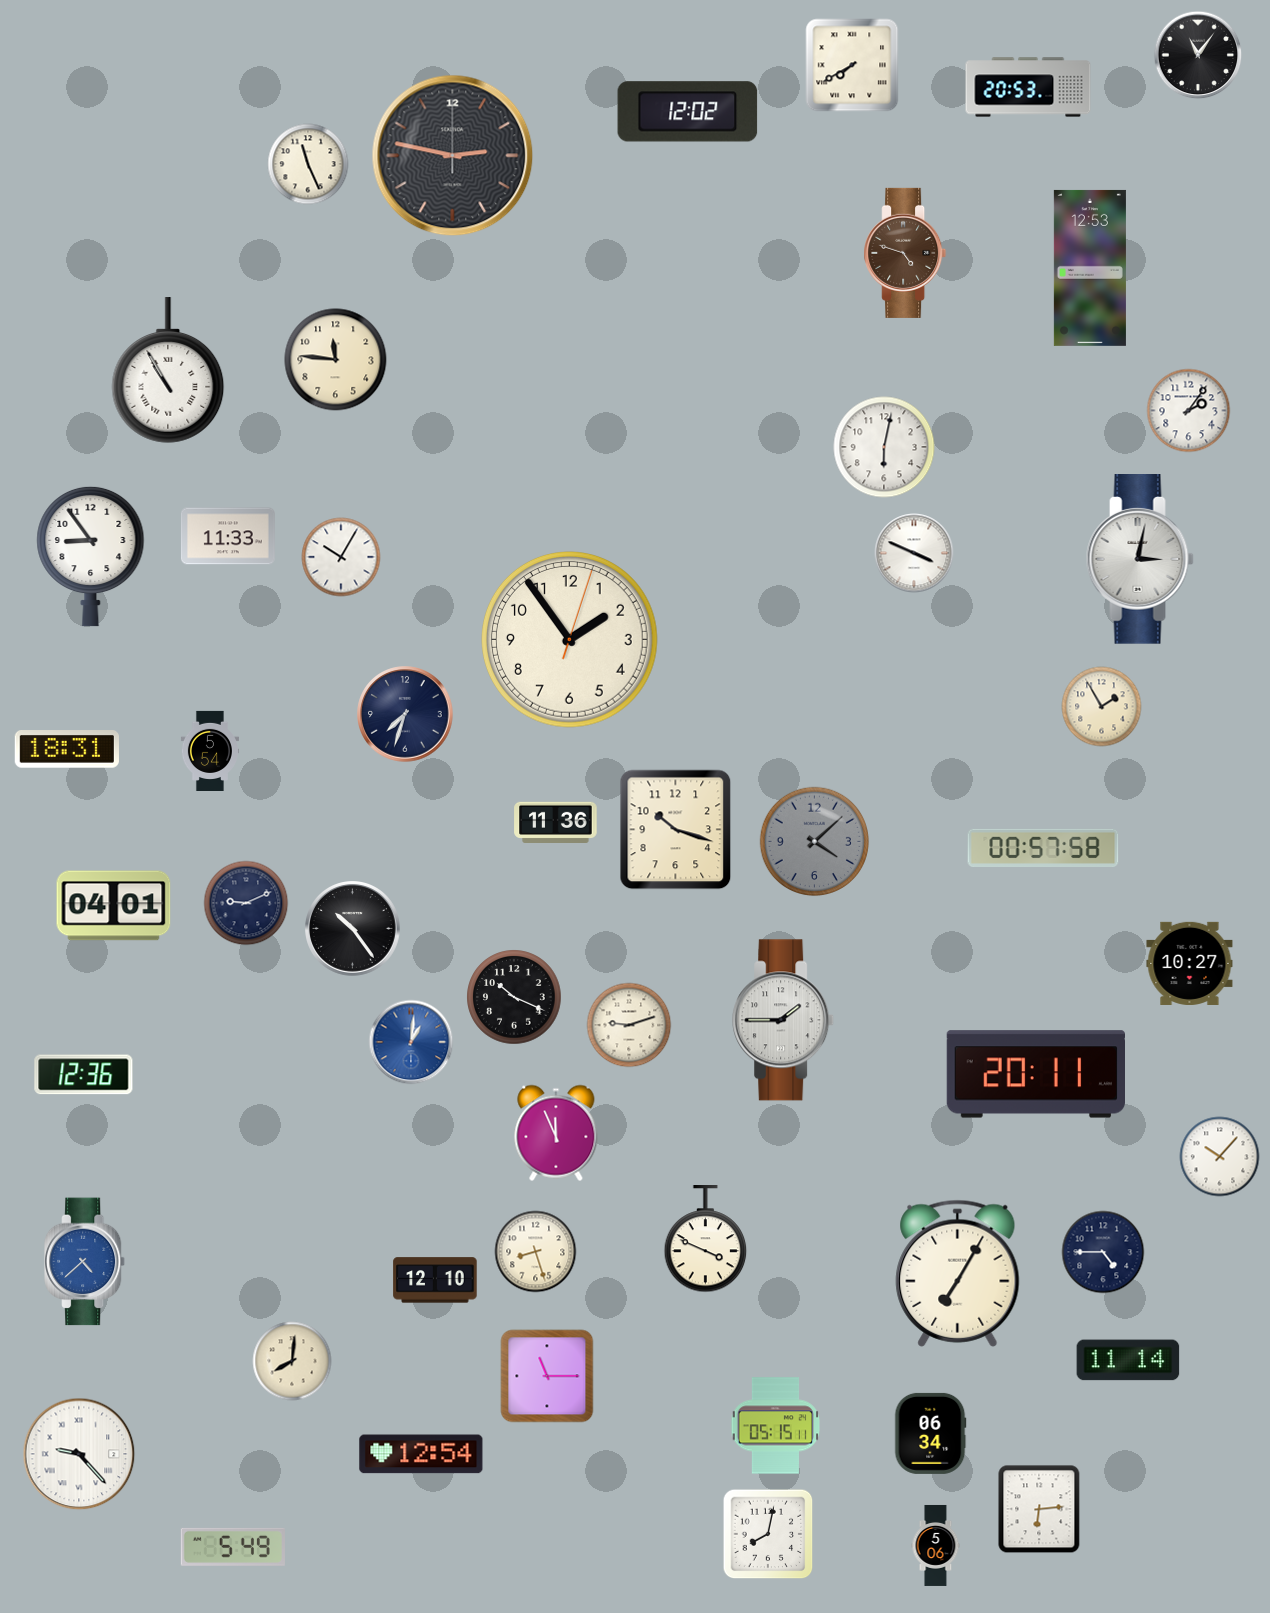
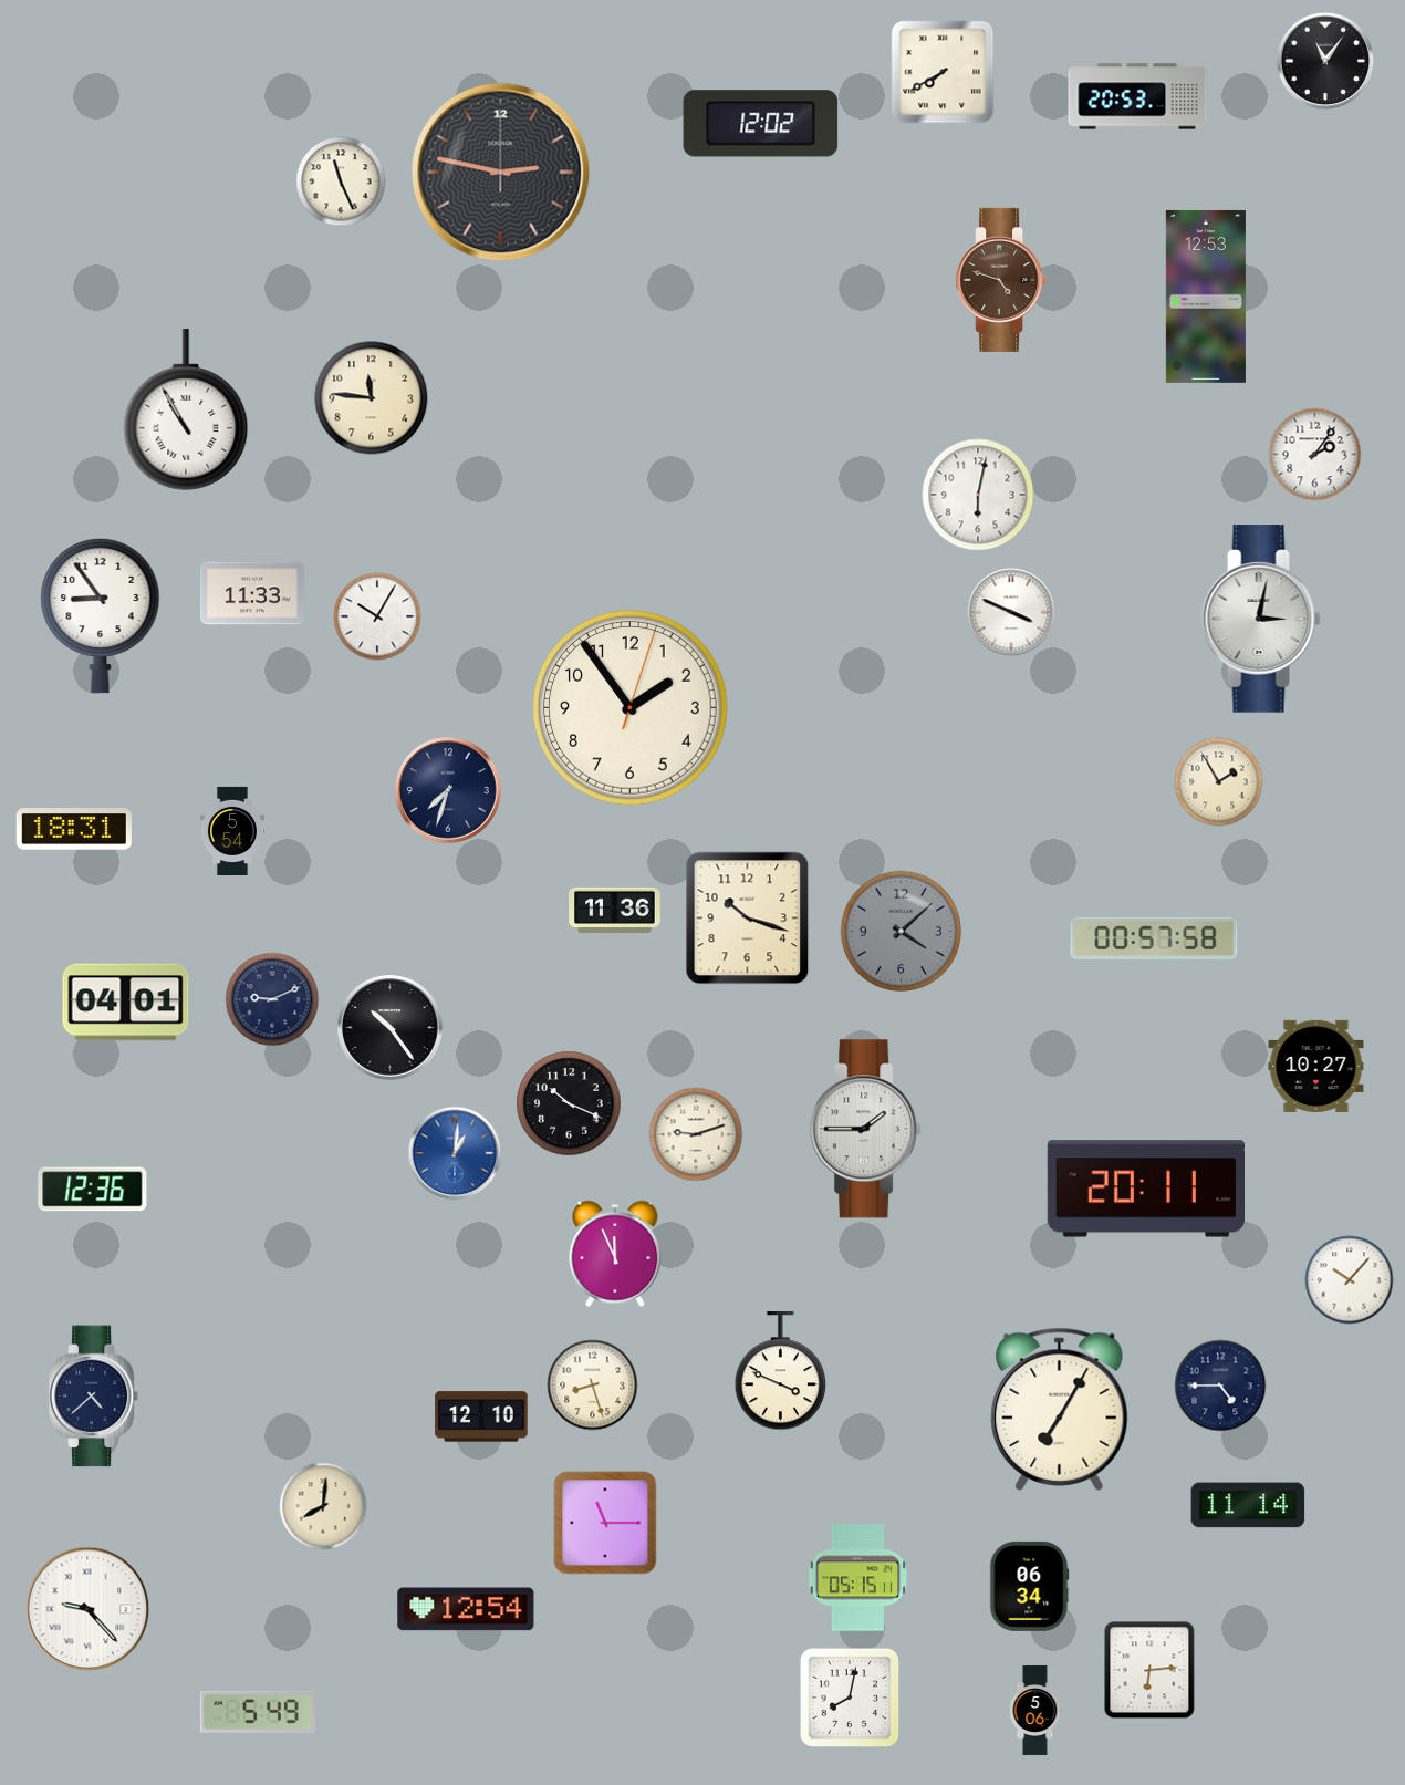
clock at (86, 1262) dial: blue -> navy
